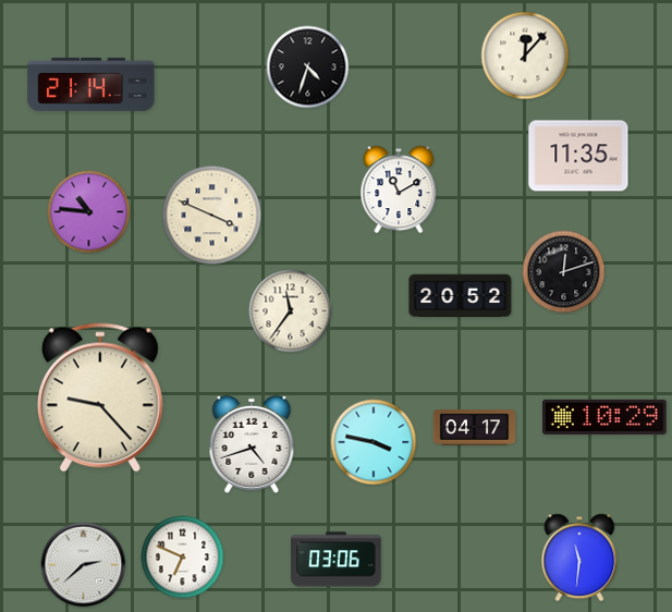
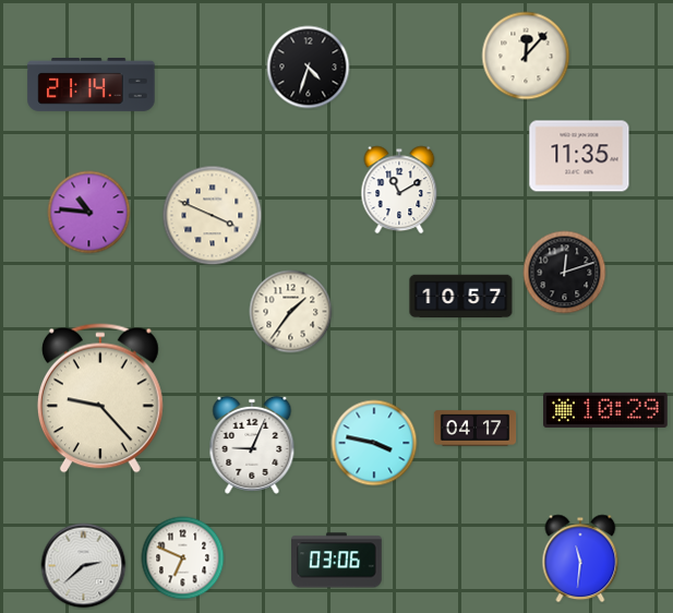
clock at (461, 296): 20:52 -> 10:57
clock at (291, 311): 11:36 -> 1:36
clock at (606, 417) position: (606, 417) -> (606, 410)
clock at (252, 444): 4:42 -> 9:04
